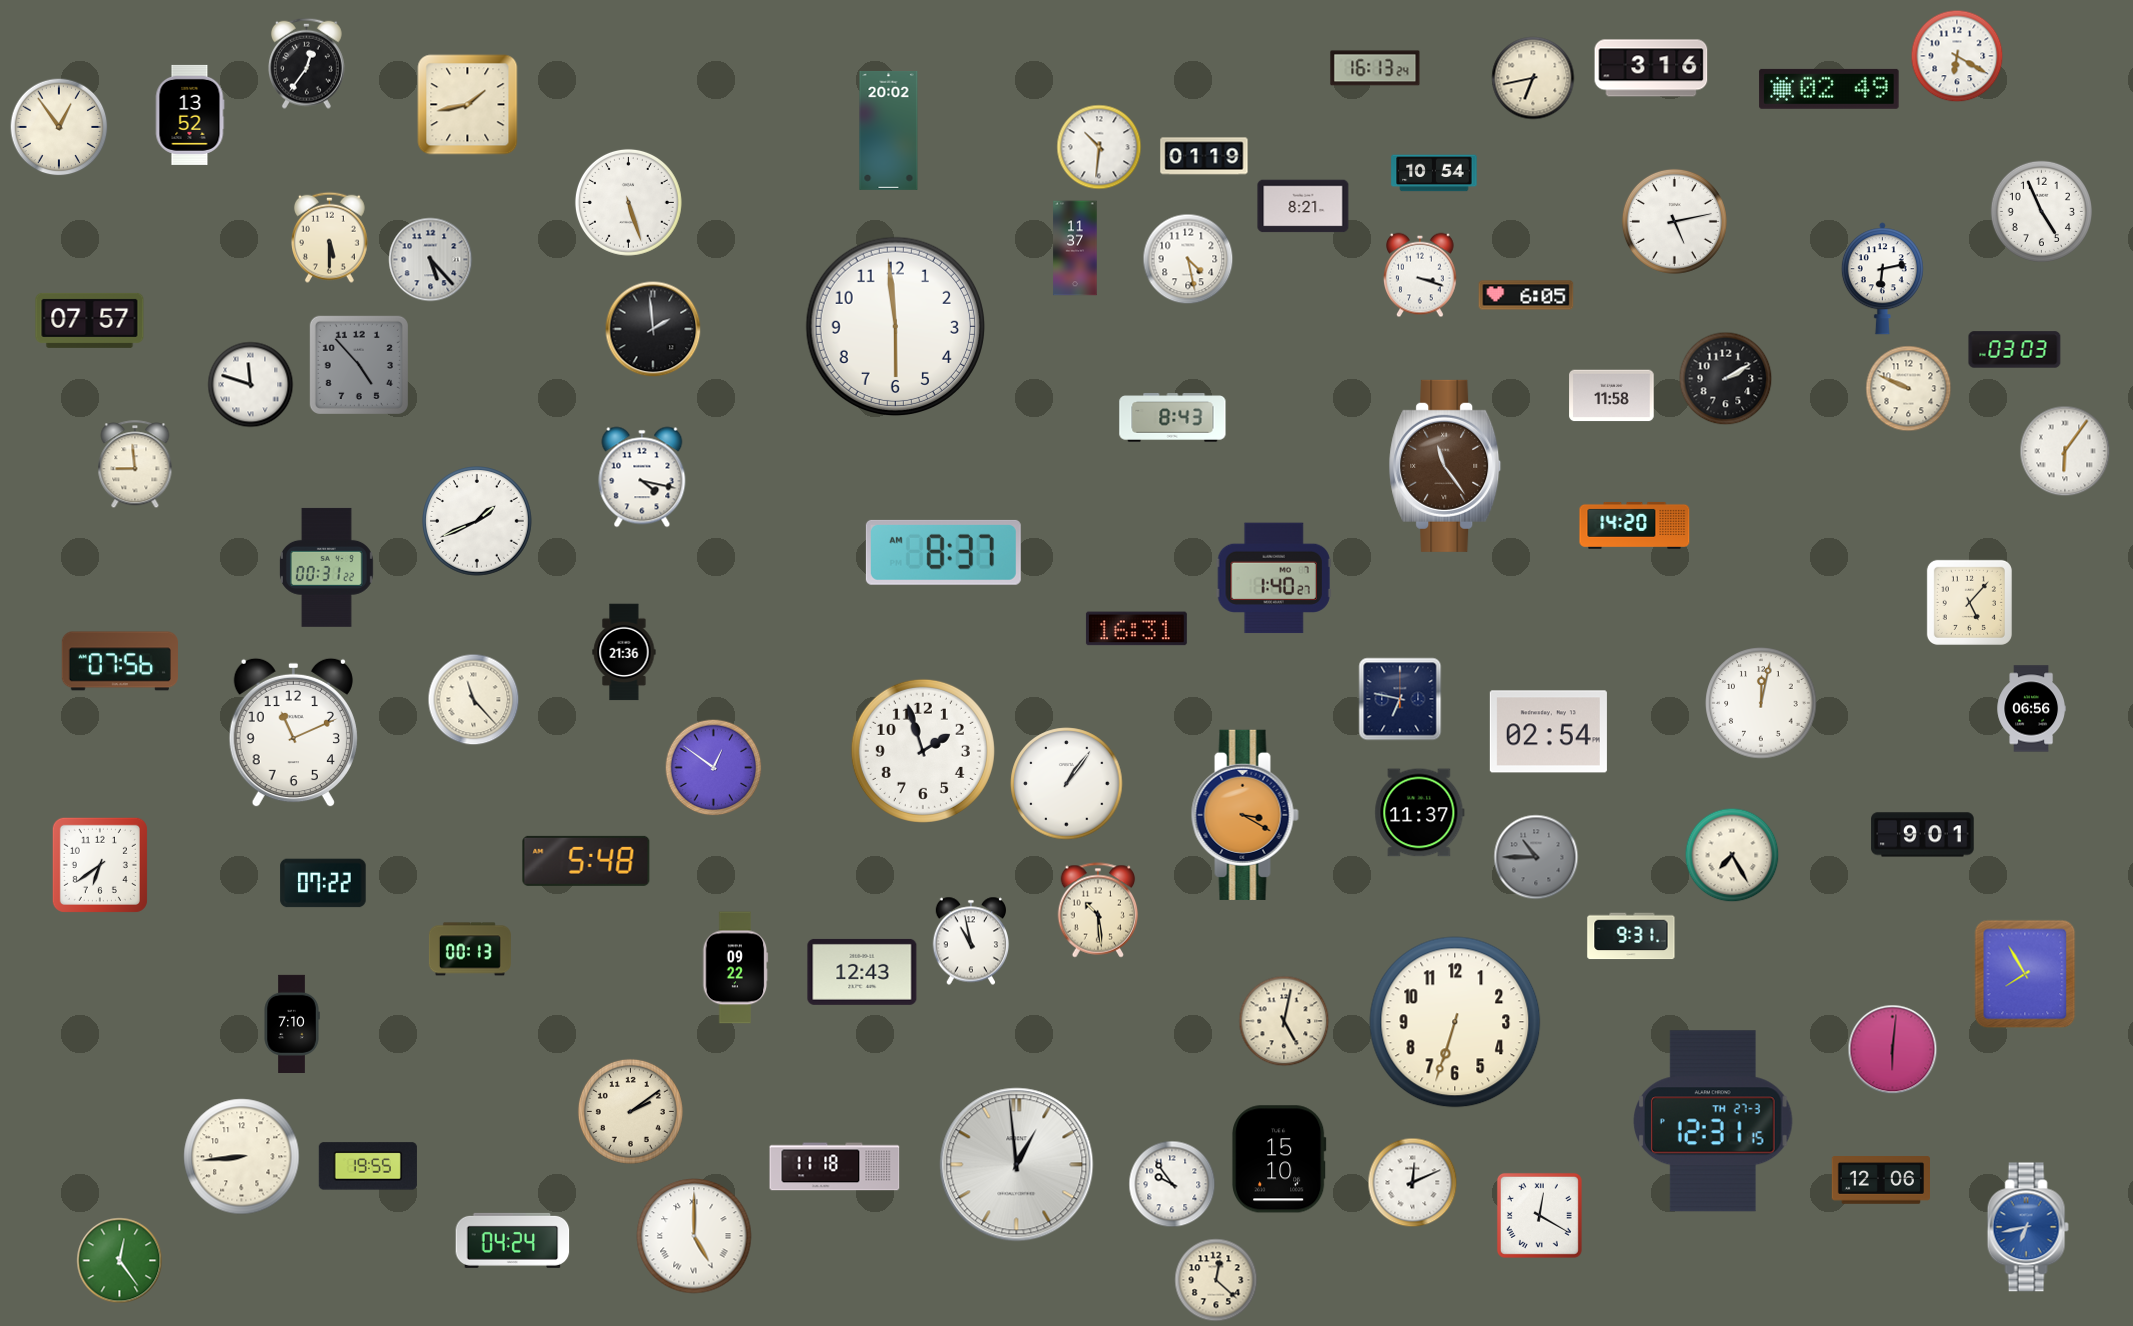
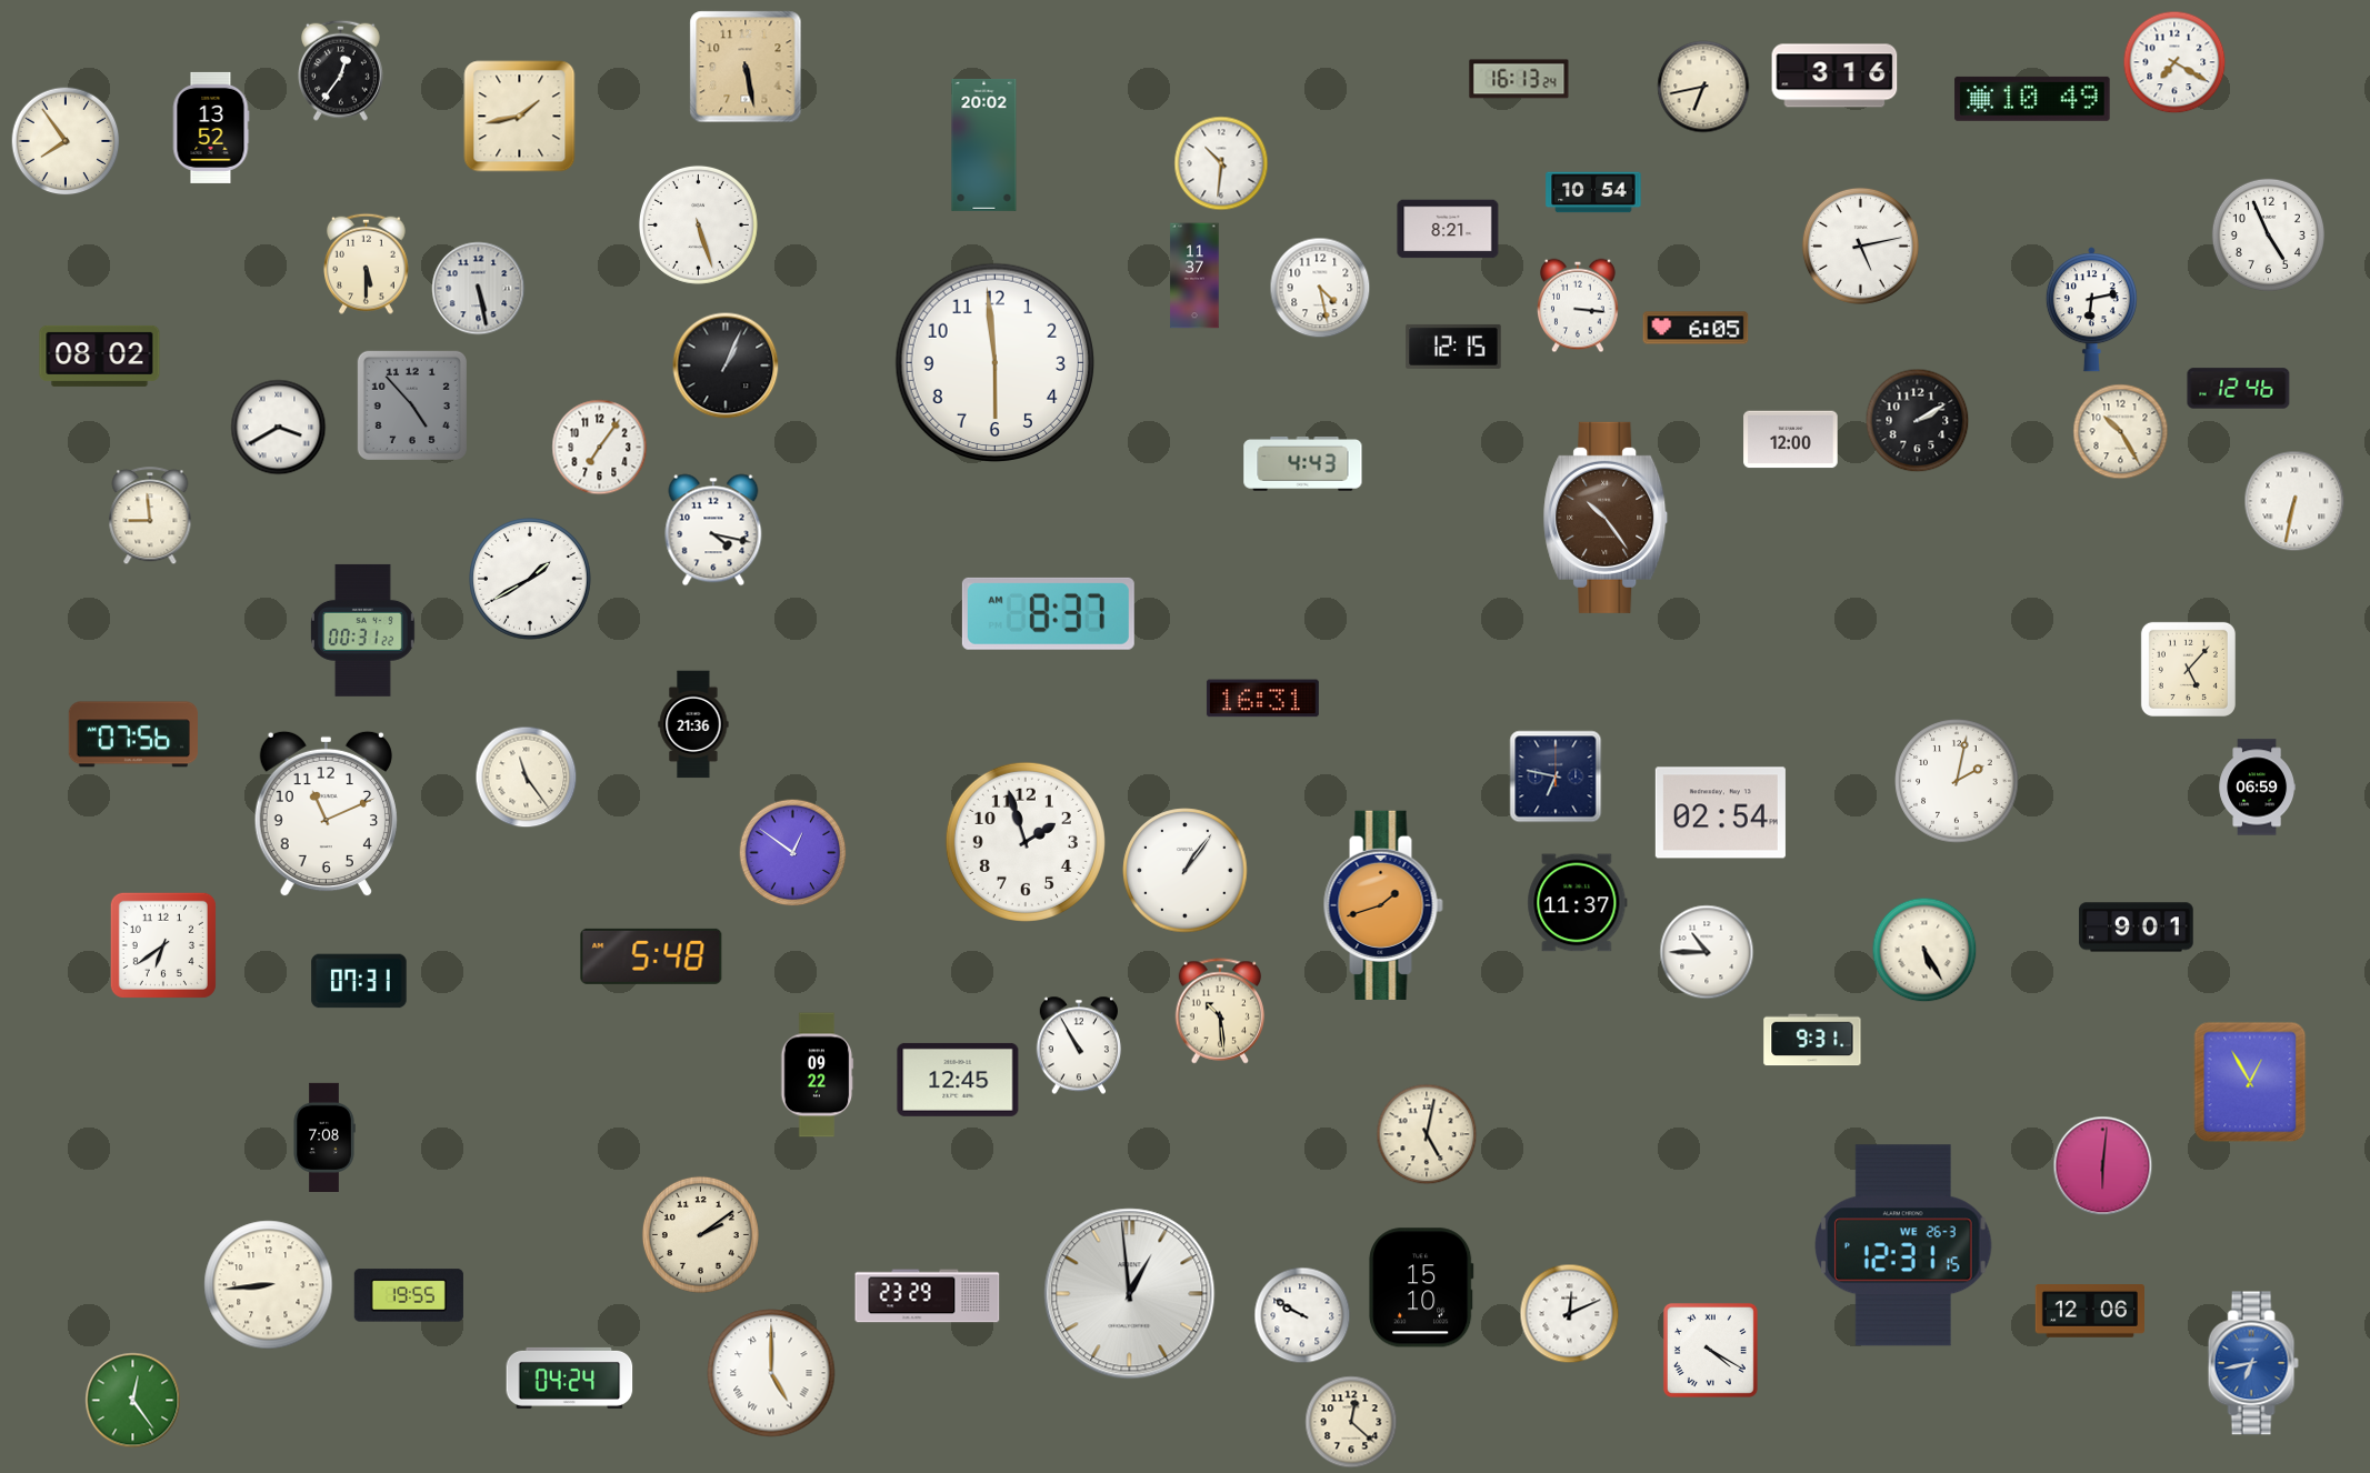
clock at (1957, 56): 6:20 -> 7:20
clock at (746, 67): none -> 5:28
clock at (1375, 68) position: (1375, 68) -> (1519, 79)
clock at (1829, 89): 02:49 -> 10:49
clock at (59, 127): 12:54 -> 7:54
clock at (889, 130) position: (889, 130) -> (984, 144)
clock at (1204, 156): 01:19 -> none
clock at (431, 260): 5:23 -> 5:28
clock at (1421, 275): 3:18 -> 3:16
clock at (1453, 347): none -> 12:15
clock at (90, 320): 07:57 -> 08:02
clock at (653, 329): 1:59 -> 1:04
clock at (2015, 350): 03:03 -> 12:46
clock at (359, 365) position: (359, 365) -> (412, 405)
clock at (251, 385): 11:48 -> 3:40
clock at (1909, 389): 9:49 -> 10:25
clock at (1612, 396): 11:58 -> 12:00
clock at (600, 448): none -> 7:06
clock at (1173, 418): 8:43 -> 4:43
clock at (2065, 451): 6:06 -> 6:32
clock at (1445, 466): 11:24 -> 10:24
clock at (478, 522): 1:41 -> 1:40
clock at (1635, 525): 14:20 -> none
clock at (1274, 578): 1:40 -> none
clock at (474, 700): 11:23 -> 11:24
clock at (1761, 703): 12:02 -> 2:02
clock at (2031, 709): 06:56 -> 06:59
clock at (923, 751) position: (923, 751) -> (1026, 842)
clock at (1245, 815): 3:20 -> 1:42
clock at (1732, 855): 7:25 -> 5:25
clock at (1536, 857) dial: grey -> white
clock at (100, 865) position: (100, 865) -> (163, 945)
clock at (323, 883): 07:22 -> 07:31
clock at (971, 941): 10:58 -> 10:55
clock at (470, 949): 00:13 -> none
clock at (862, 972): 12:43 -> 12:45
clock at (2025, 974): 7:55 -> 12:55
clock at (1455, 1022): 6:33 -> none
clock at (292, 1023): 7:10 -> 7:08
clock at (1714, 1121) date: TH 27-3 -> WE 26-3
clock at (835, 1167): 11:18 -> 23:29
clock at (1172, 1184): 9:54 -> 9:50
clock at (1539, 1215): 12:20 -> 4:20
